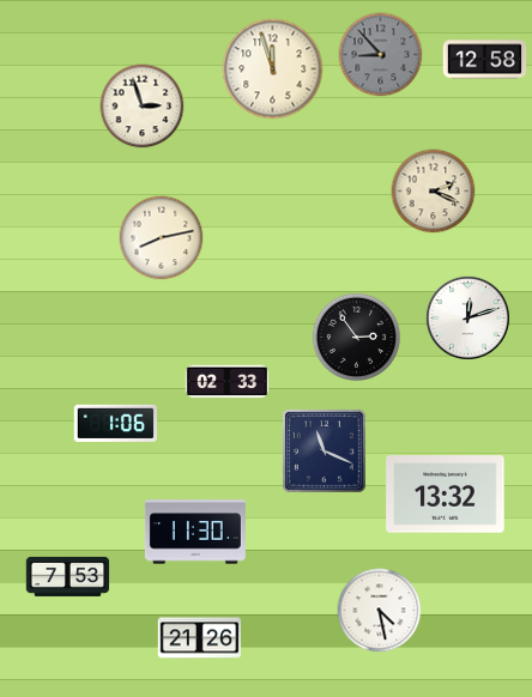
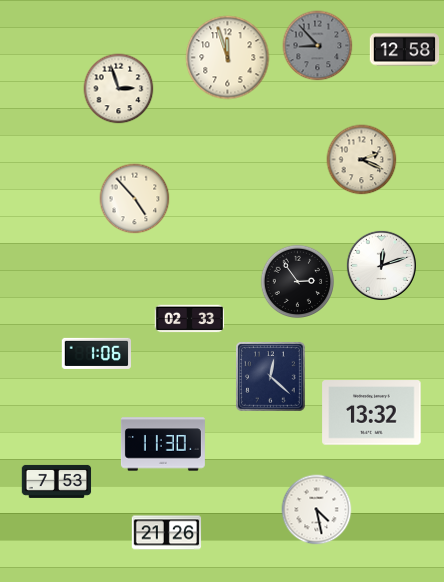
clock at (162, 238): 8:13 -> 4:53
clock at (467, 317) position: (467, 317) -> (381, 265)
clock at (325, 451): 11:19 -> 12:22
